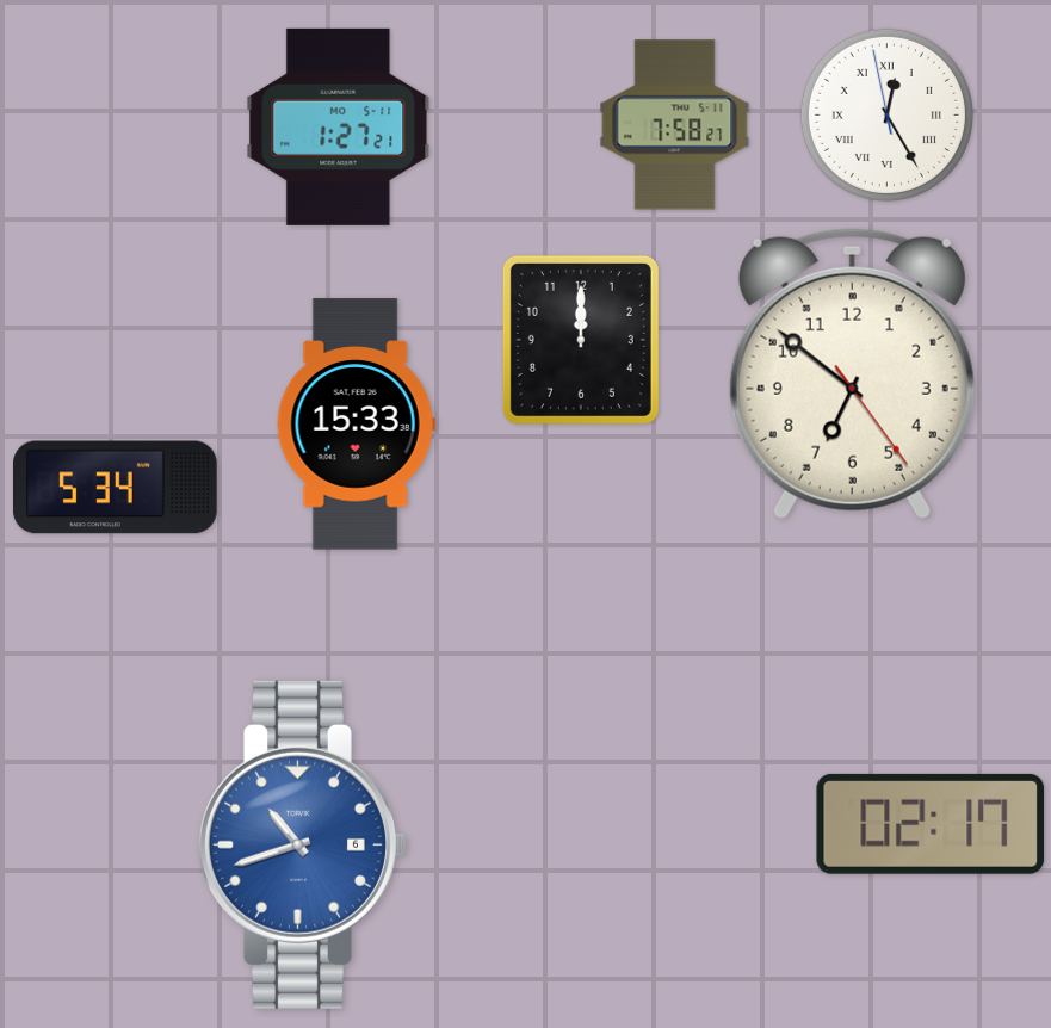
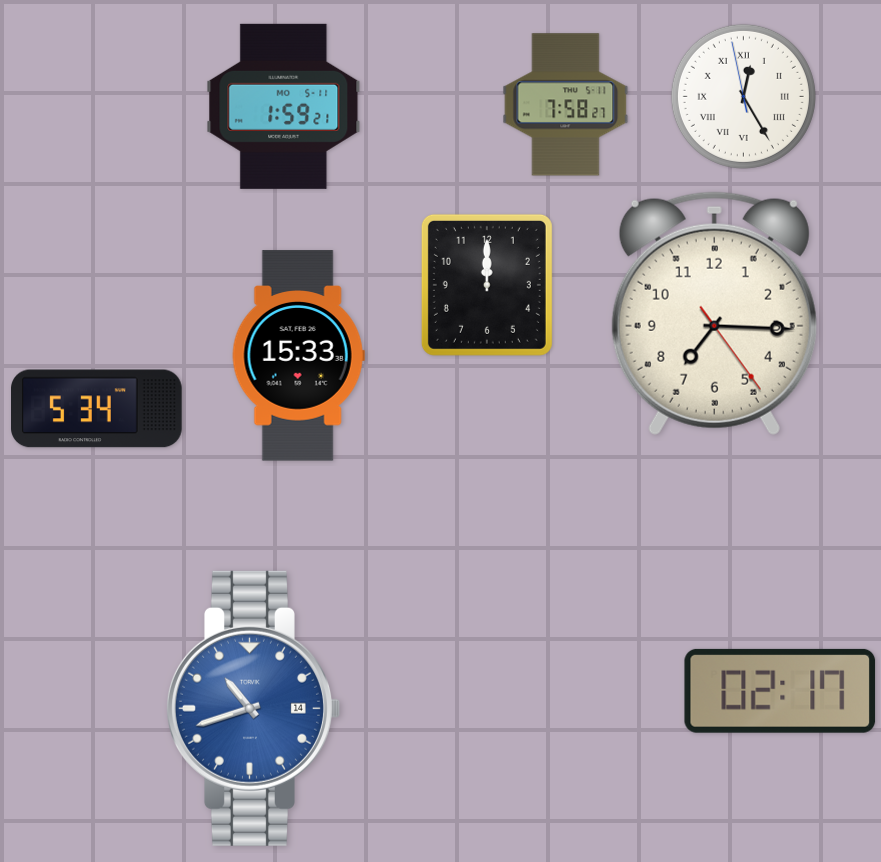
clock at (339, 126): 1:27 -> 1:59
clock at (852, 373): 6:51 -> 7:15
clock at (302, 844) date: 6 -> 14
